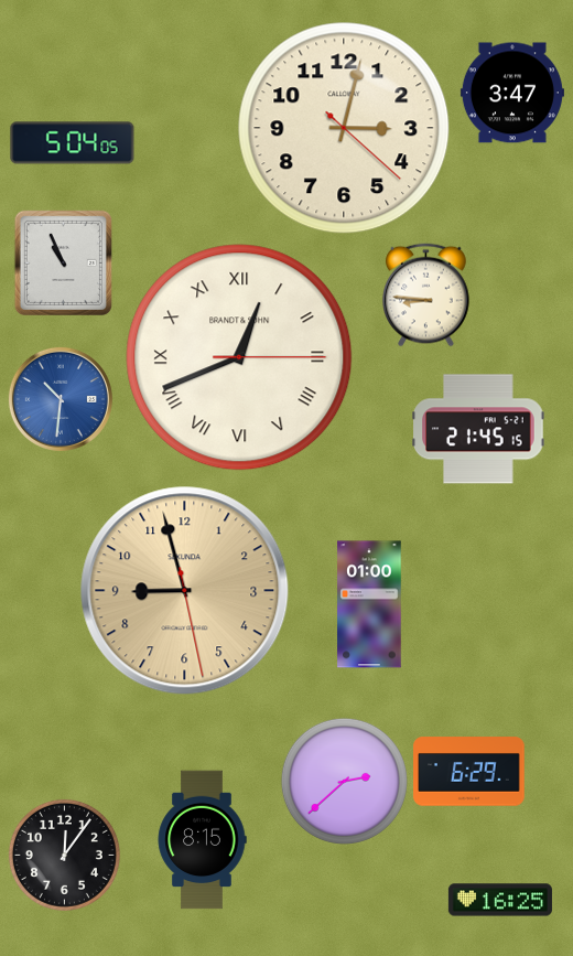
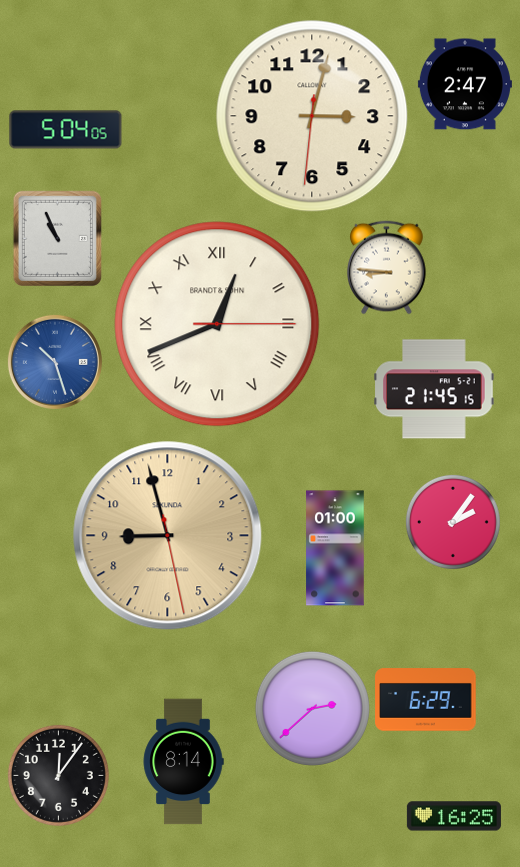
clock at (512, 93): 3:47 -> 2:47
clock at (344, 128): 3:02:22 -> 3:02:31
clock at (61, 399): 10:31 -> 10:27
clock at (453, 522): none -> 2:06
clock at (202, 840): 8:15 -> 8:14
